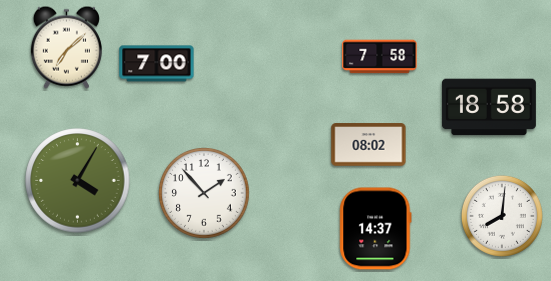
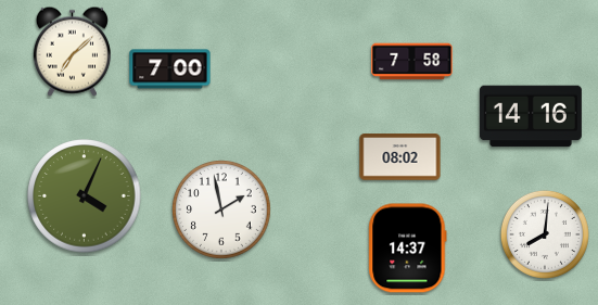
clock at (489, 107): 18:58 -> 14:16
clock at (78, 181): 4:05 -> 4:04
clock at (205, 194): 1:53 -> 1:58
